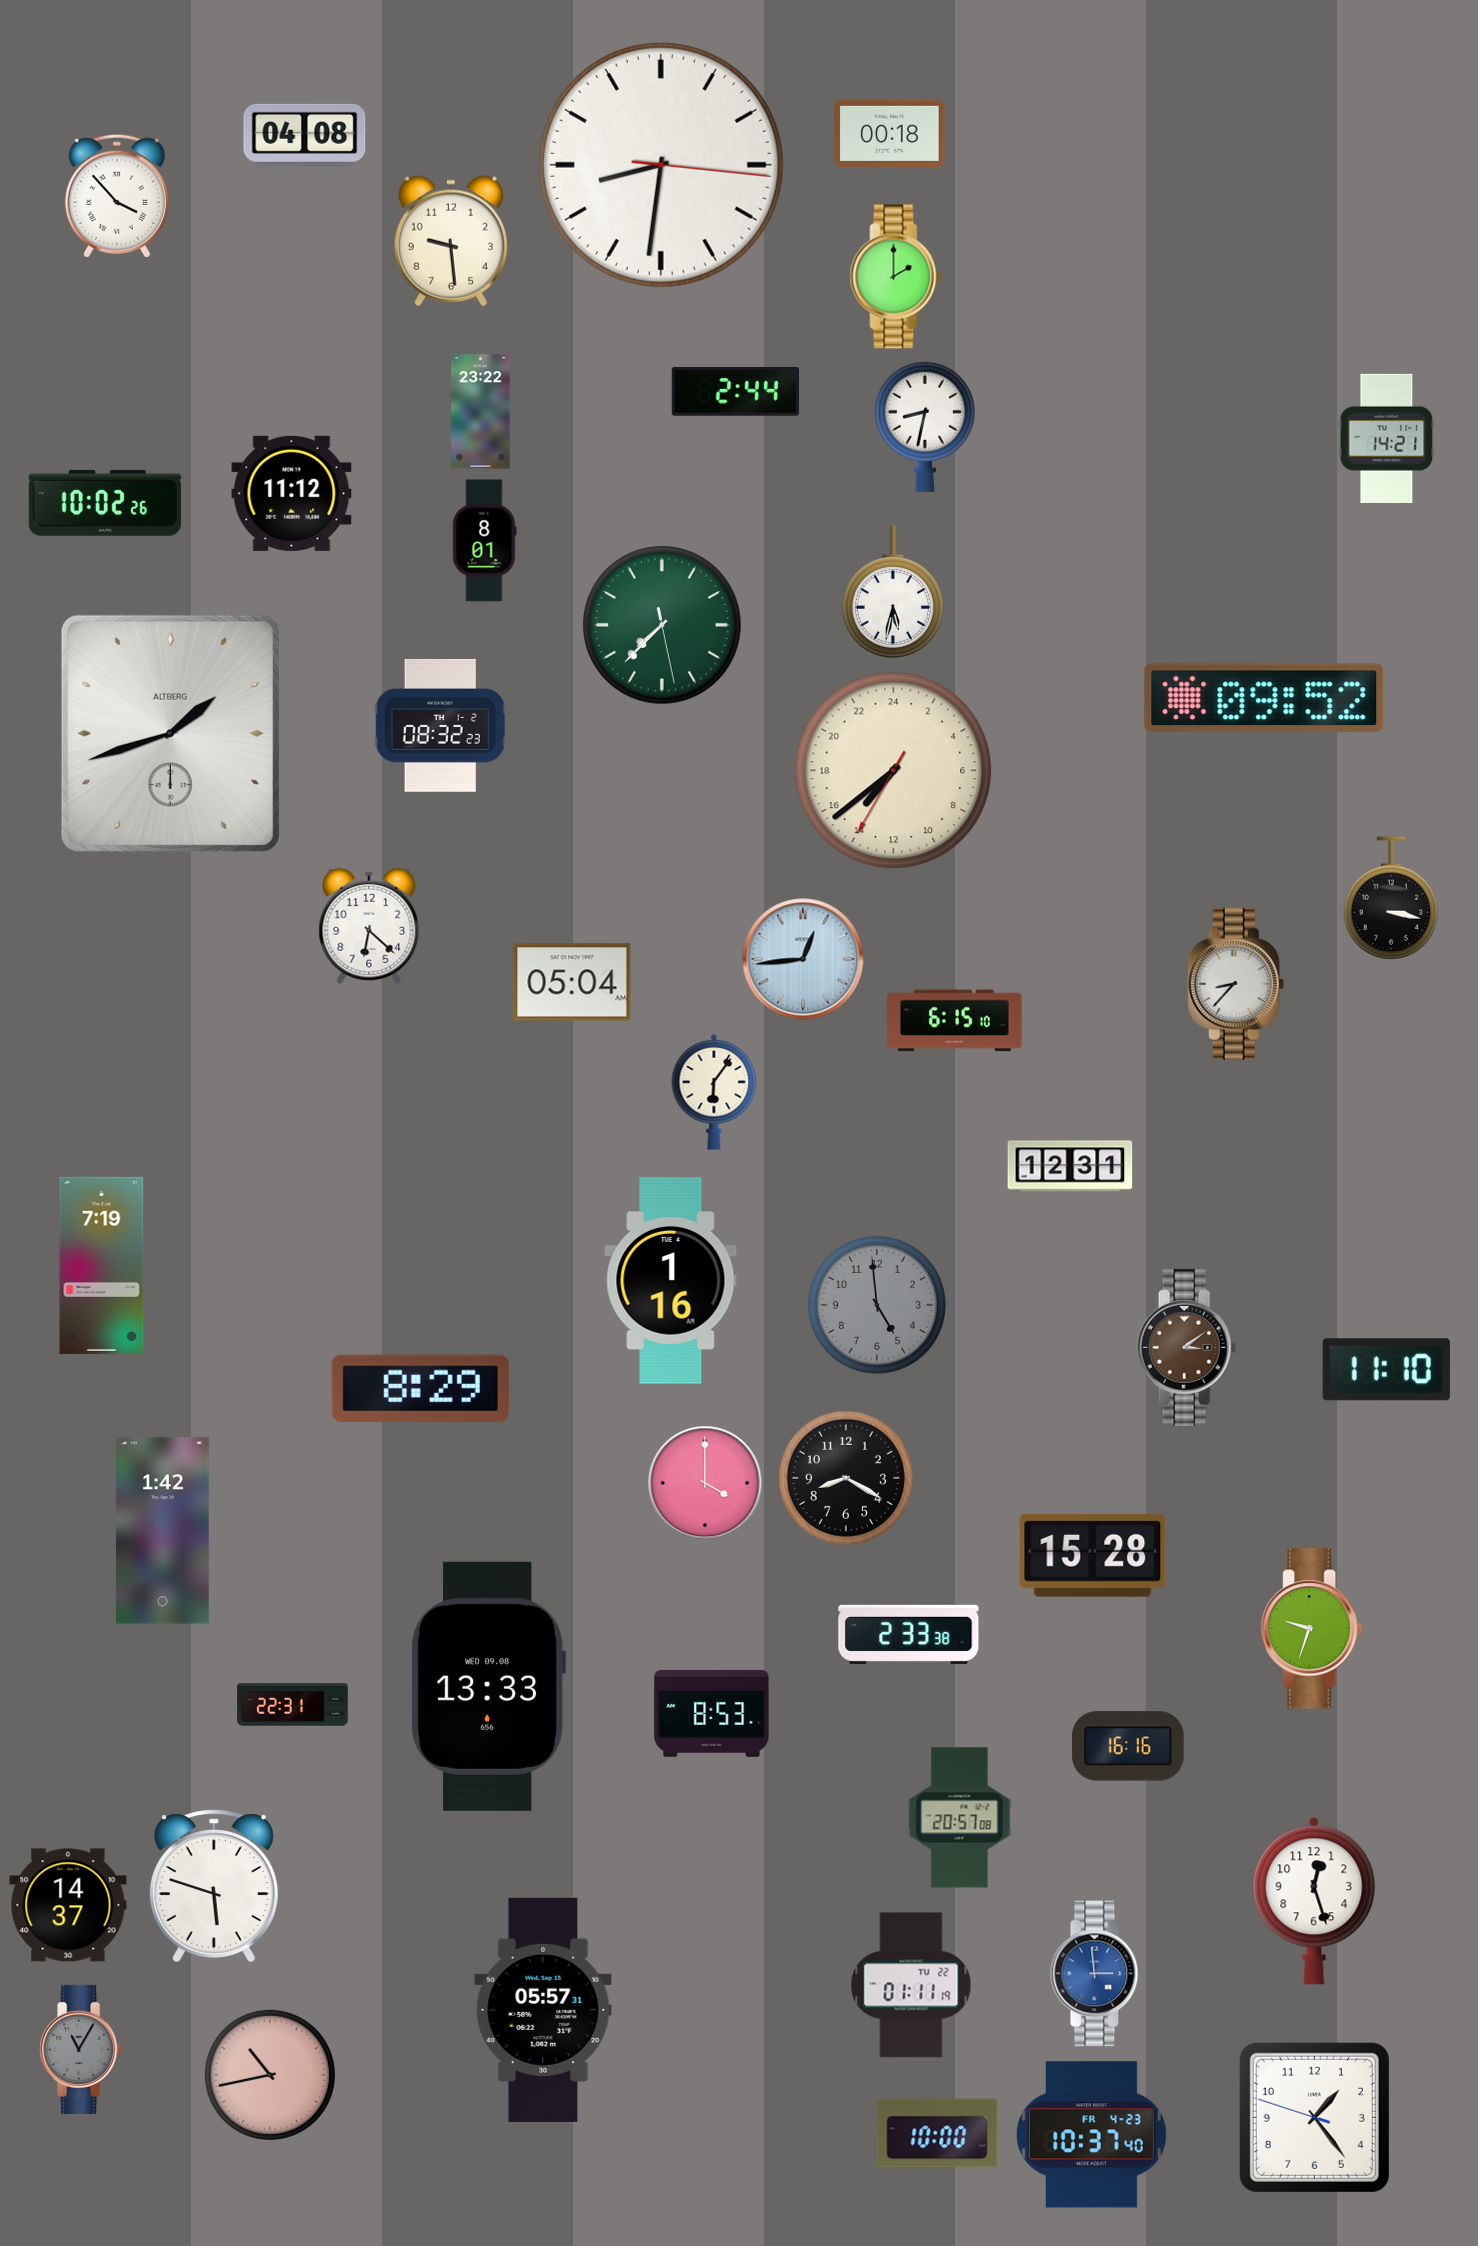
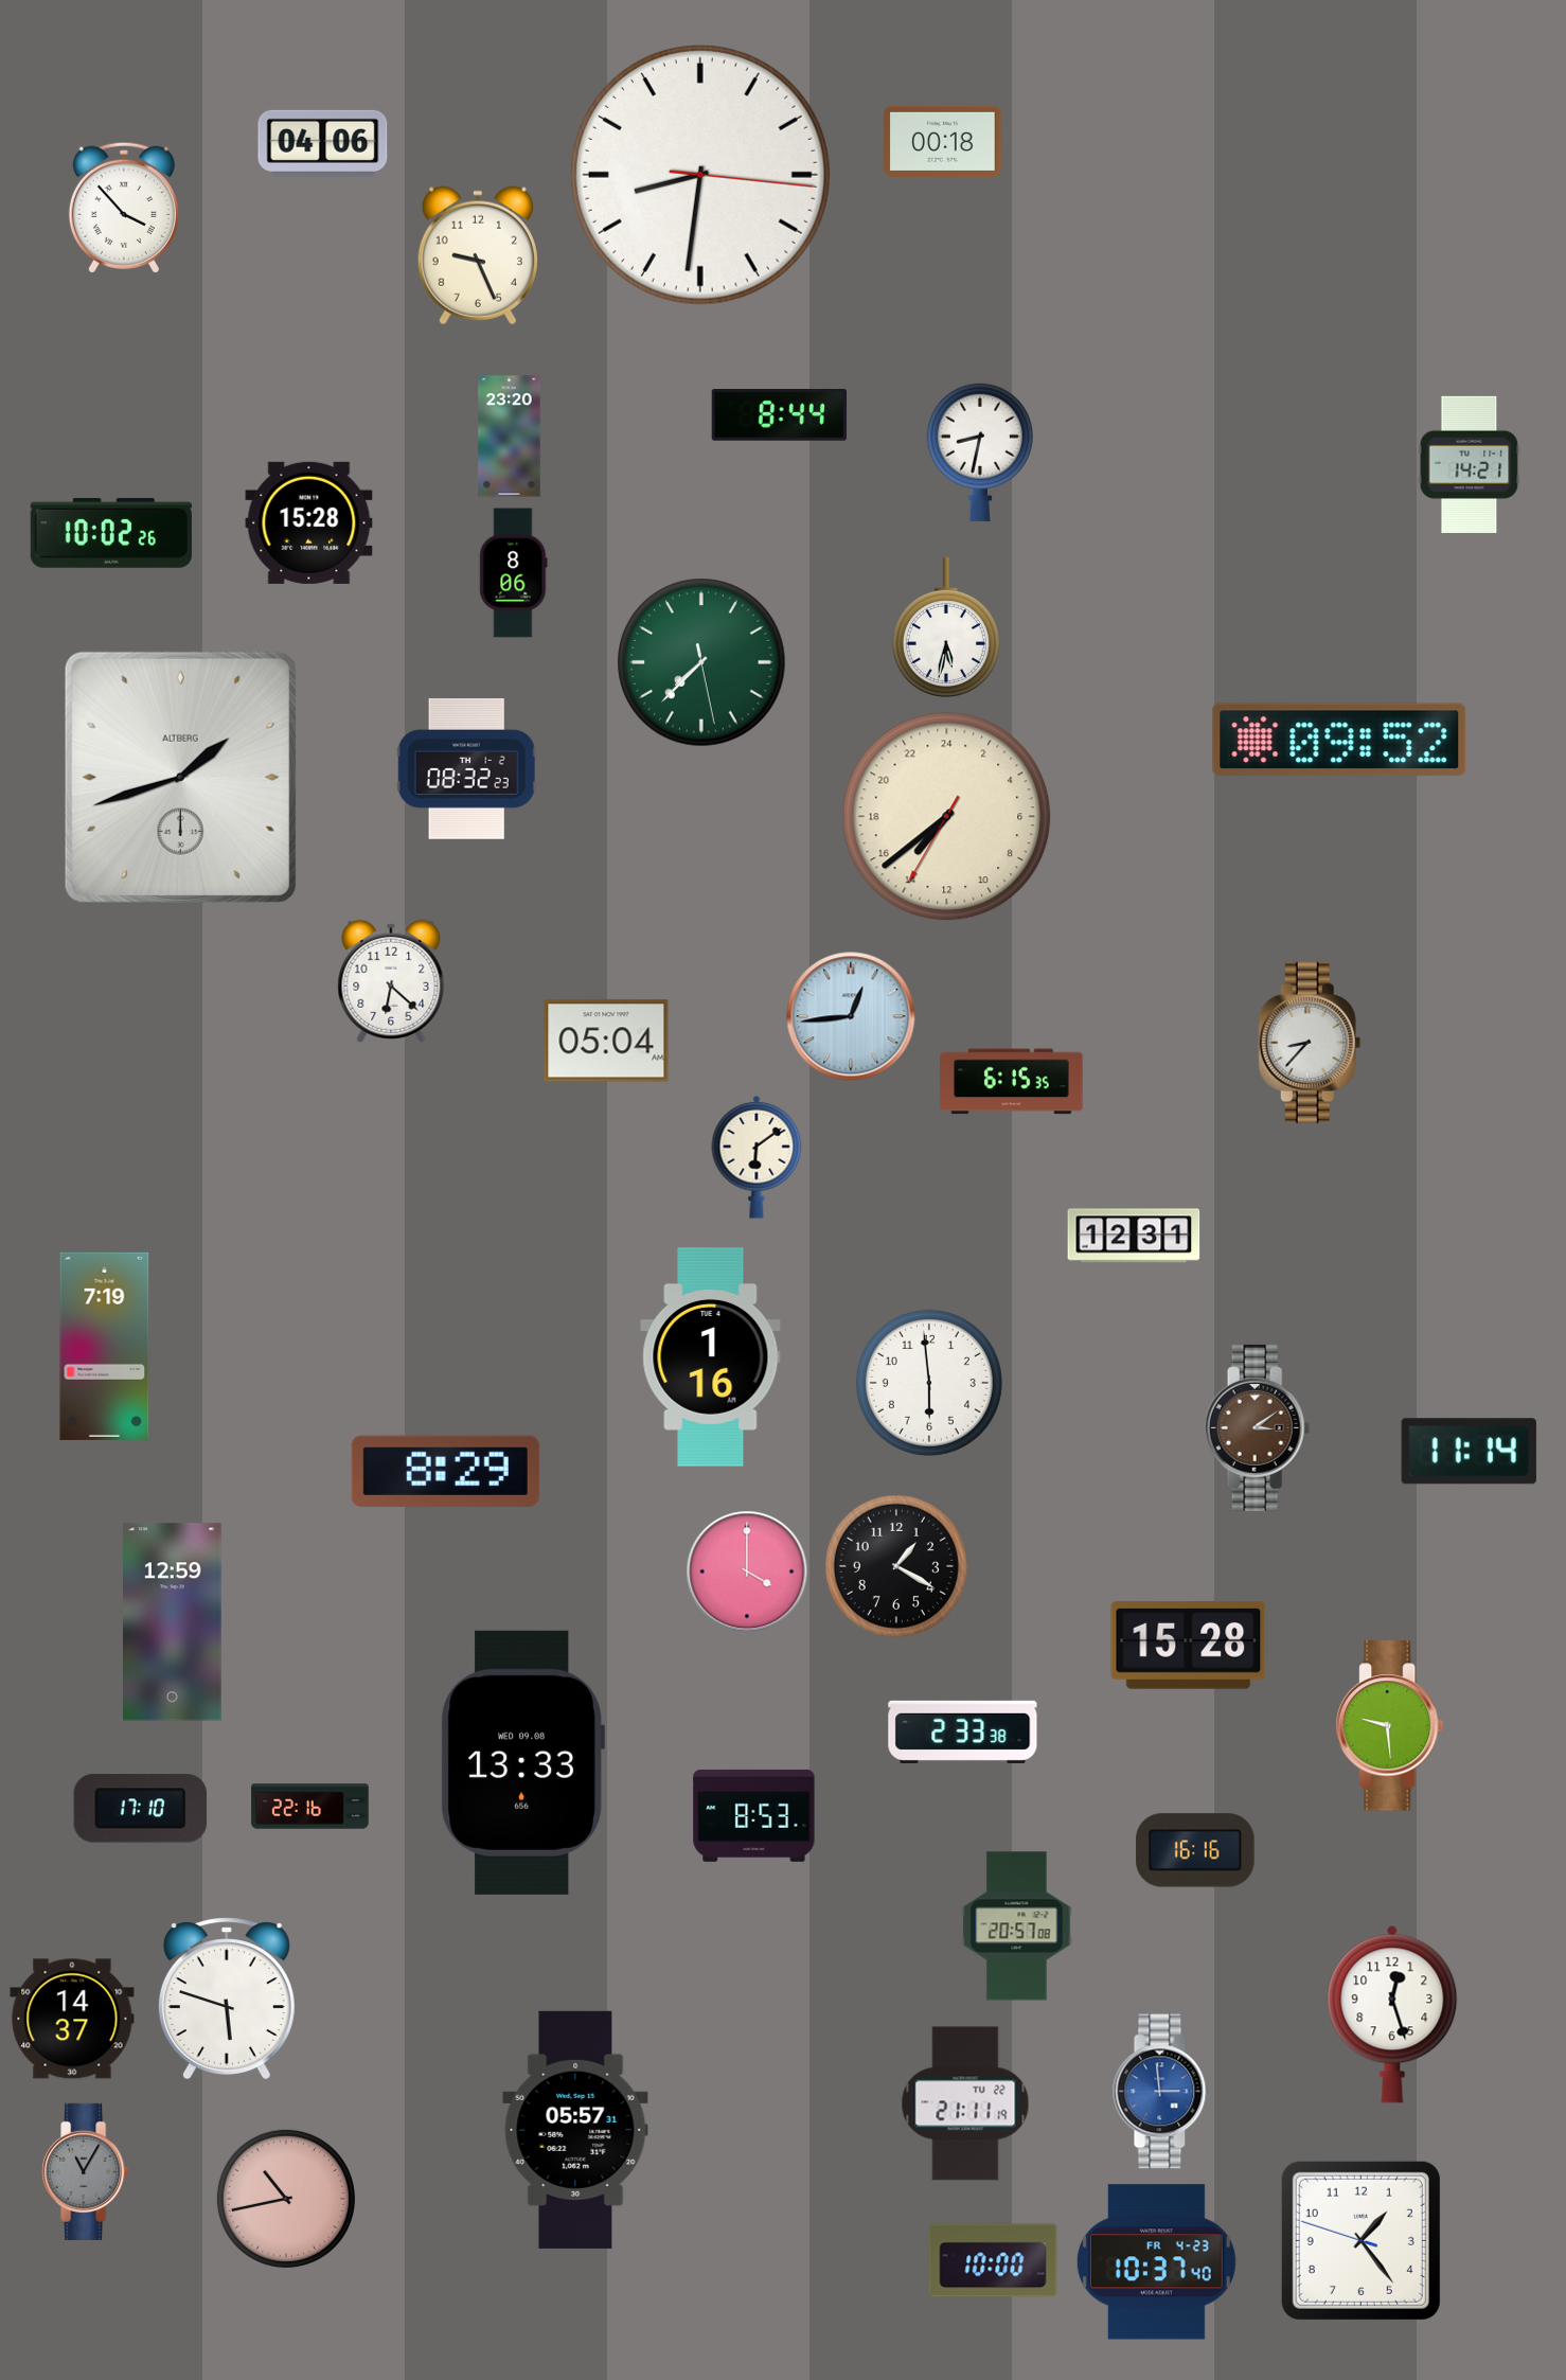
clock at (305, 135): 04:08 -> 04:06
clock at (451, 241): 9:29 -> 9:26
clock at (896, 277): 2:00 -> none
clock at (735, 392): 2:44 -> 8:44
clock at (481, 412): 23:22 -> 23:20
clock at (292, 493): 11:12 -> 15:28
clock at (485, 541): 8:01 -> 8:06
clock at (1391, 898): 3:17 -> none
clock at (955, 1021): 6:15:10 -> 6:15:35
clock at (714, 1092): 6:06 -> 6:09
clock at (102, 1265) position: (102, 1265) -> (105, 1346)
clock at (877, 1305): 4:59 -> 5:59
clock at (877, 1305) dial: grey -> white
clock at (1386, 1370): 11:10 -> 11:14
clock at (846, 1478): 8:20 -> 1:20
clock at (163, 1531): 1:42 -> 12:59
clock at (1093, 1555) position: (1093, 1555) -> (1189, 1645)
clock at (1312, 1629): 9:33 -> 9:29
clock at (488, 1686) position: (488, 1686) -> (522, 1762)
clock at (293, 1705): 22:31 -> 22:16
clock at (141, 1809): none -> 17:10
clock at (911, 1985): 01:11 -> 21:11
clock at (1314, 2117) position: (1314, 2117) -> (1360, 2240)
